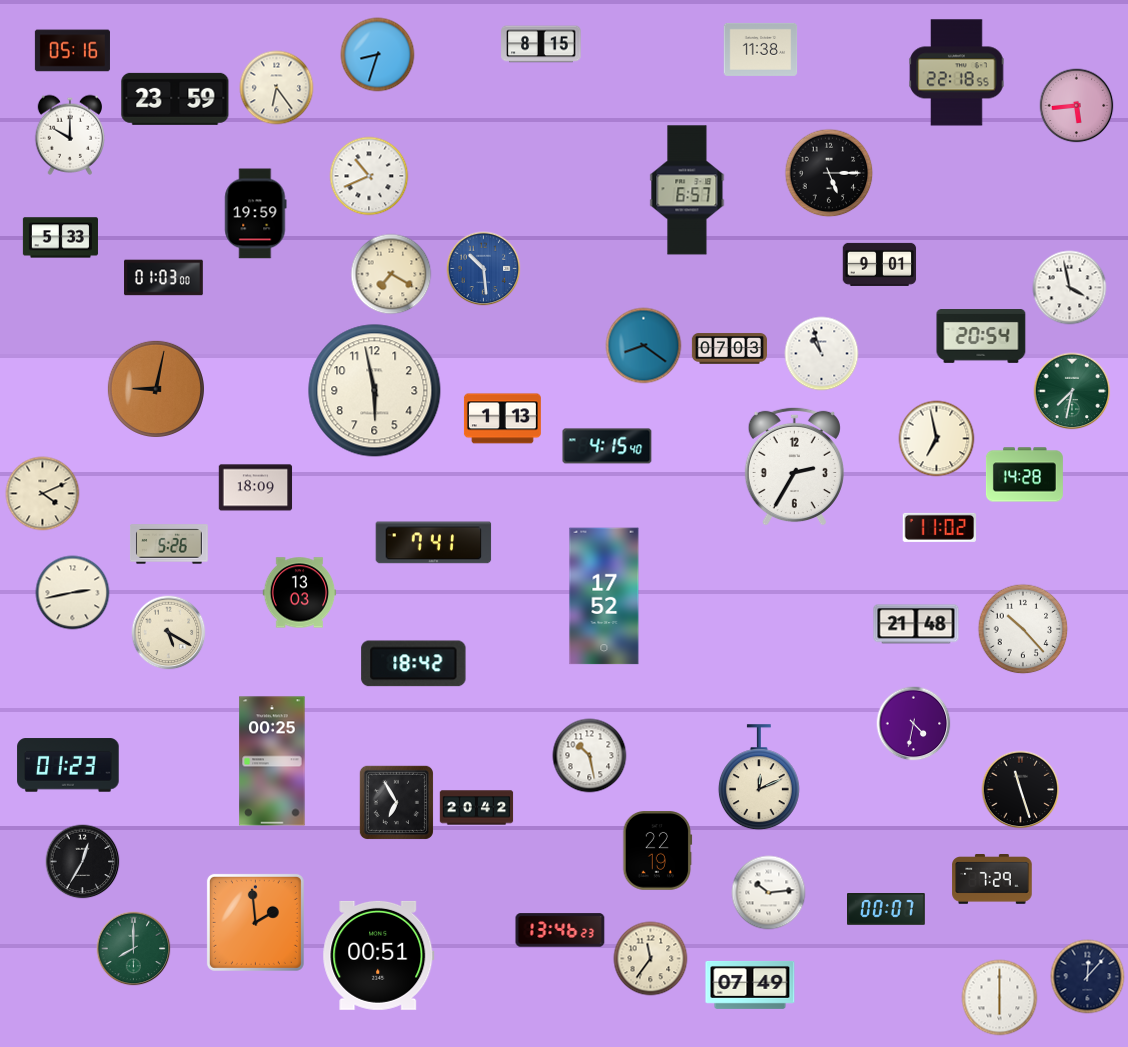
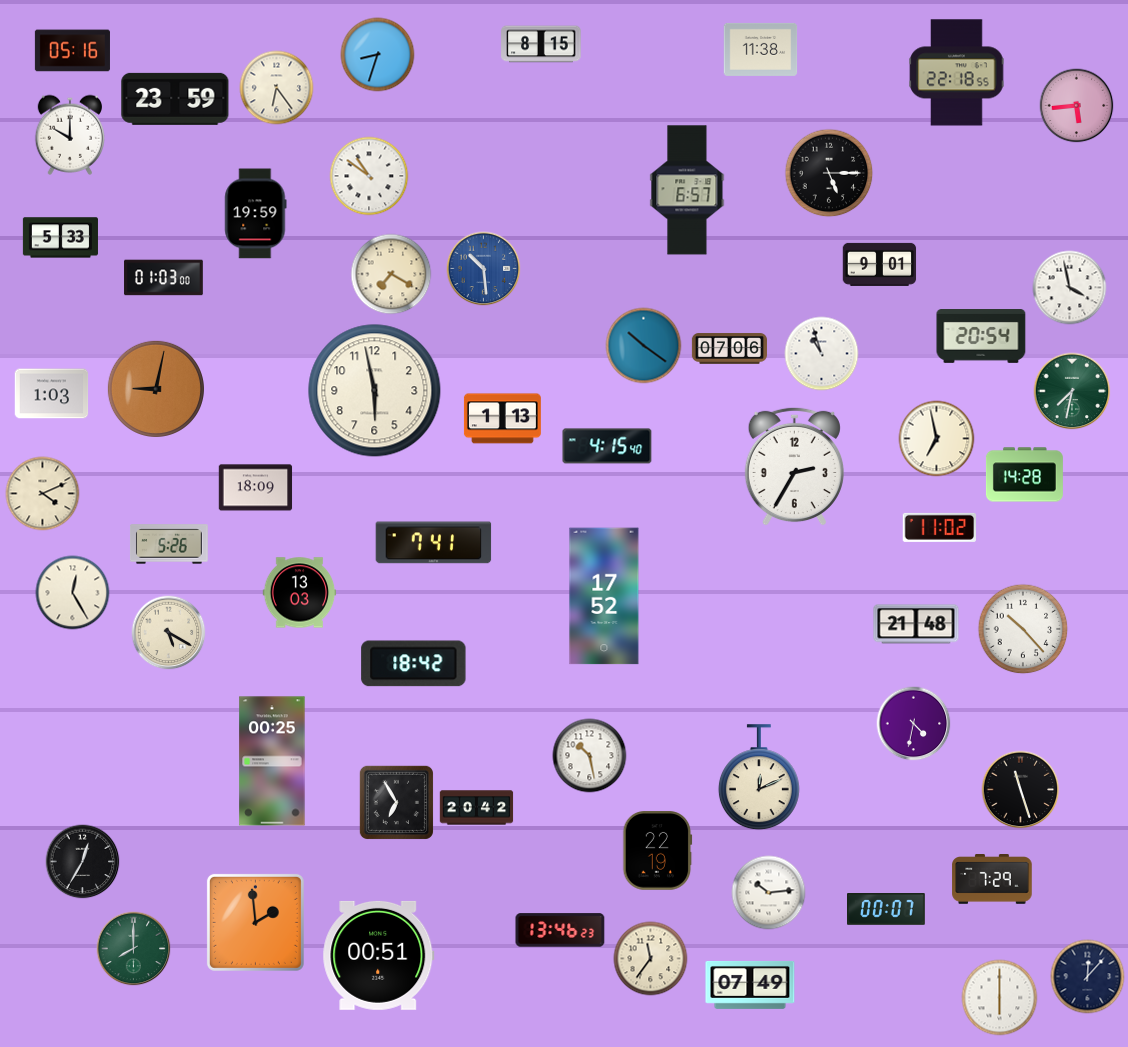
clock at (369, 176): 10:41 -> 10:51
clock at (644, 346): 8:21 -> 10:21
clock at (729, 349): 07:03 -> 07:06
clock at (52, 394): none -> 1:03
clock at (73, 593): 2:43 -> 12:25
clock at (68, 765): 01:23 -> none
